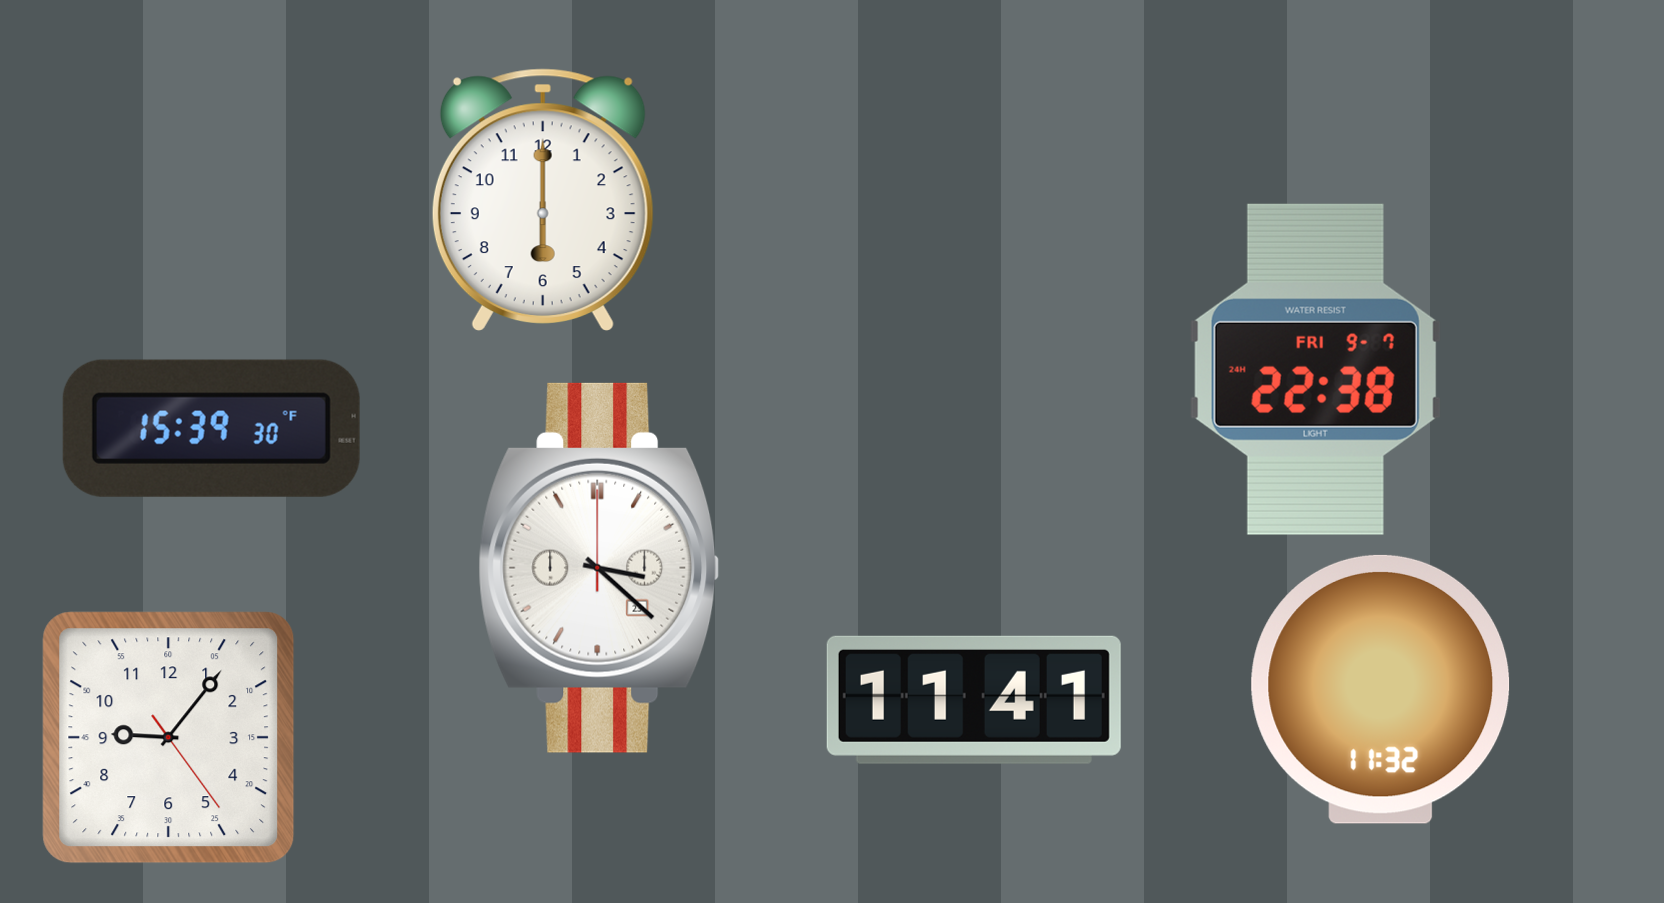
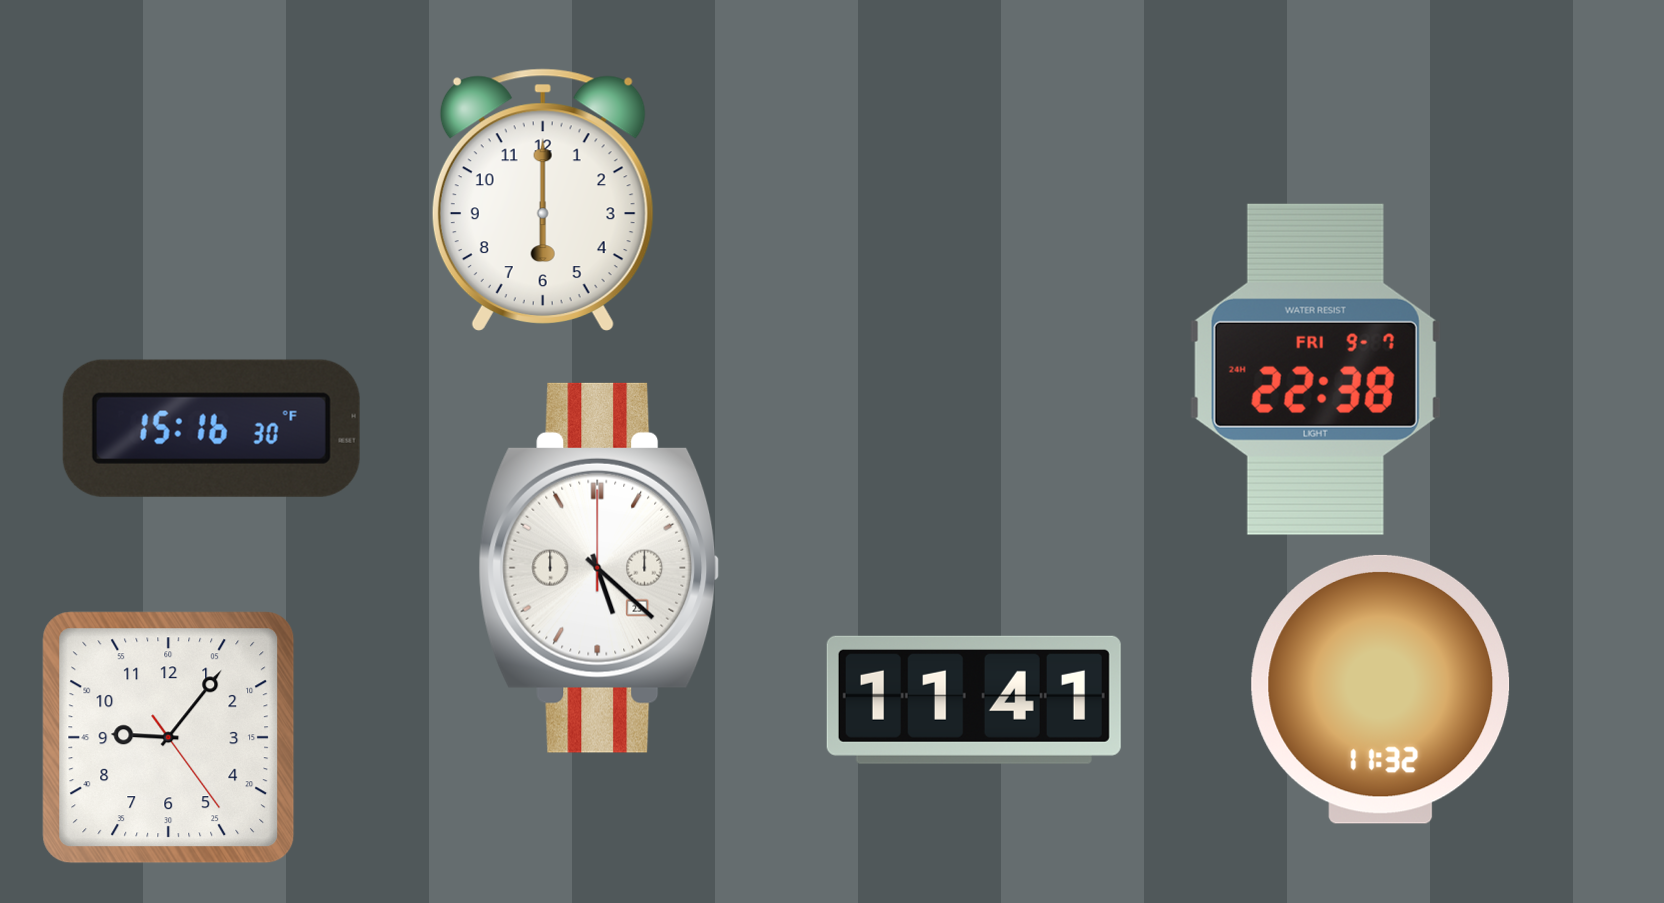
clock at (211, 428): 15:39 -> 15:16
clock at (599, 568): 3:22 -> 5:22
